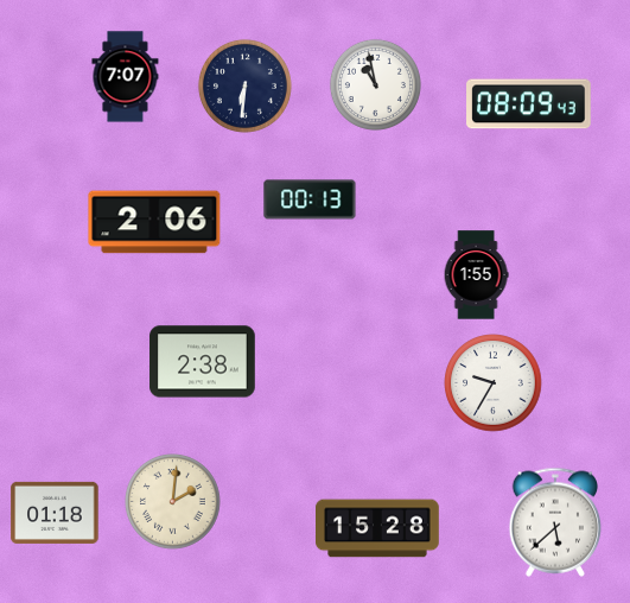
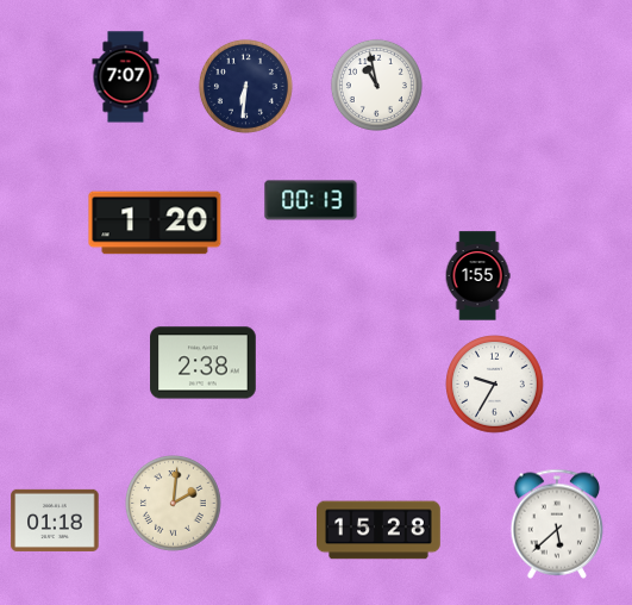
clock at (529, 104): 08:09 -> none
clock at (154, 222): 2:06 -> 1:20
clock at (55, 513) position: (55, 513) -> (55, 520)
